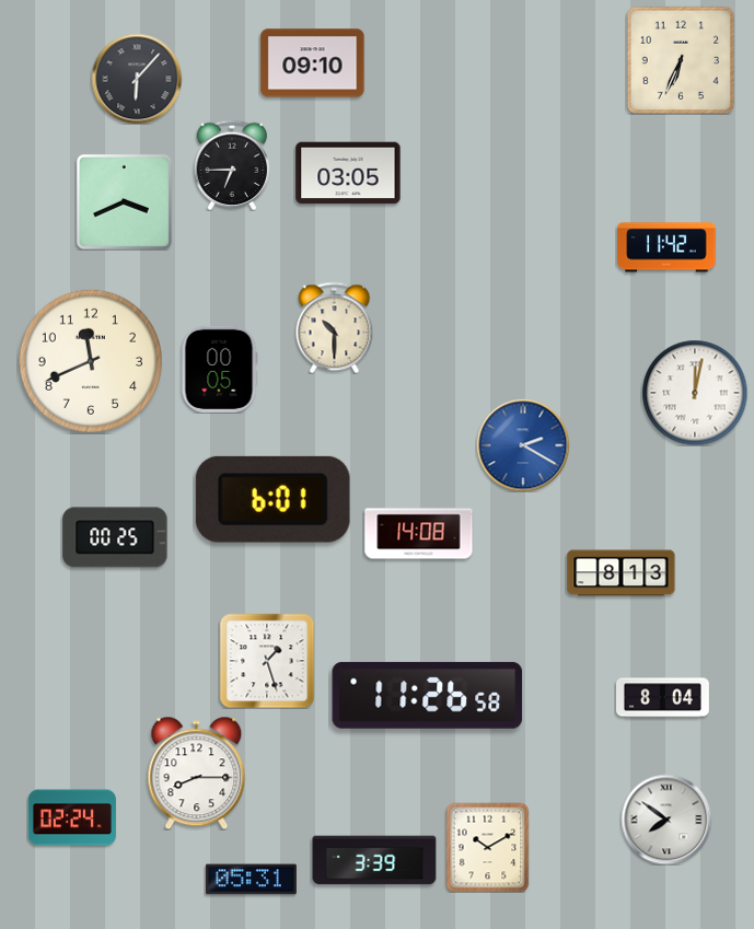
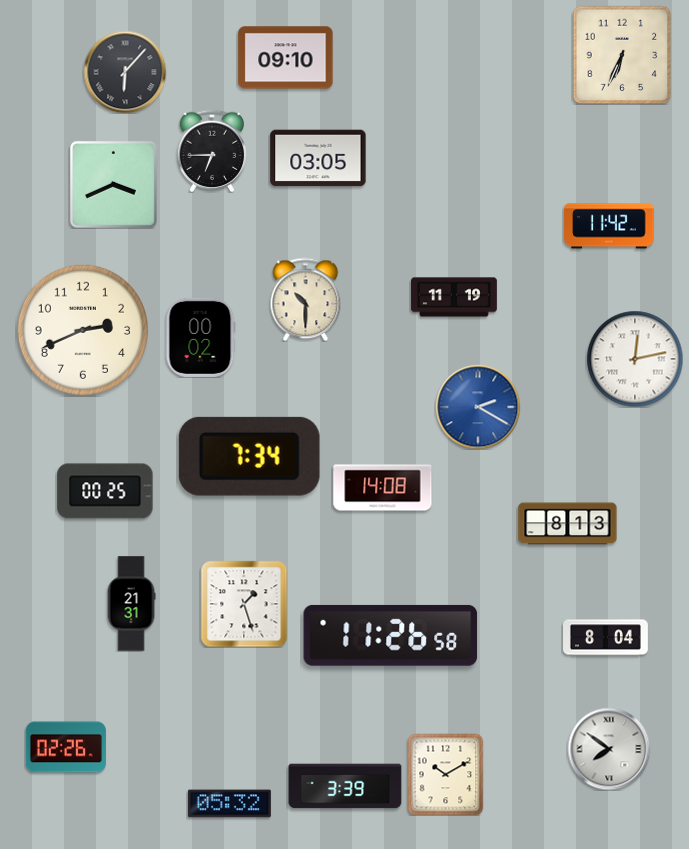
clock at (454, 297): none -> 11:19
clock at (91, 361): 11:41 -> 2:41
clock at (219, 369): 00:05 -> 00:02
clock at (695, 393): 12:02 -> 12:13
clock at (272, 499): 6:01 -> 7:34
clock at (131, 604): none -> 21:31
clock at (197, 773): 8:15 -> none
clock at (72, 817): 02:24 -> 02:26
clock at (374, 860) position: (374, 860) -> (345, 786)
clock at (251, 880): 05:31 -> 05:32
